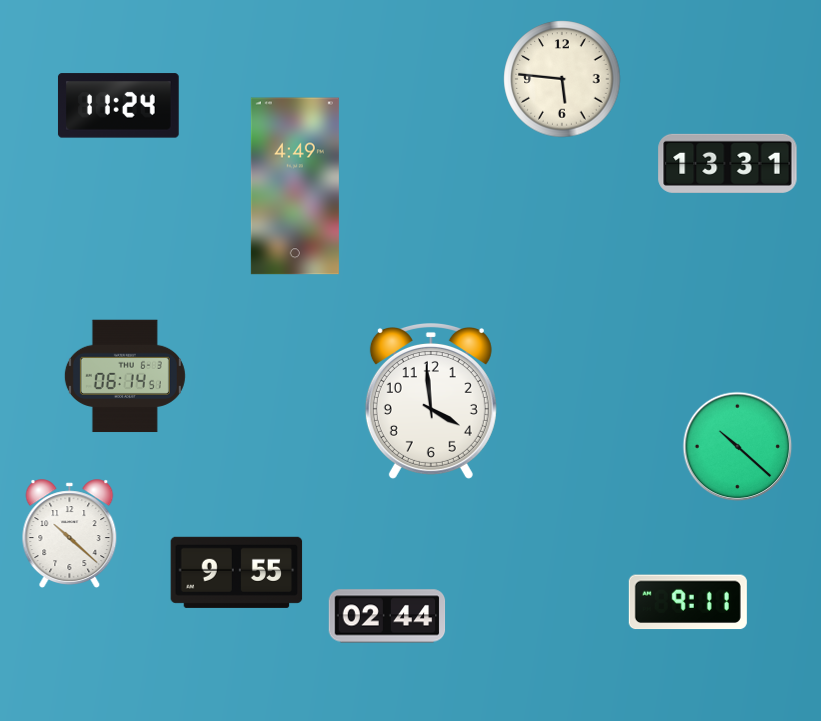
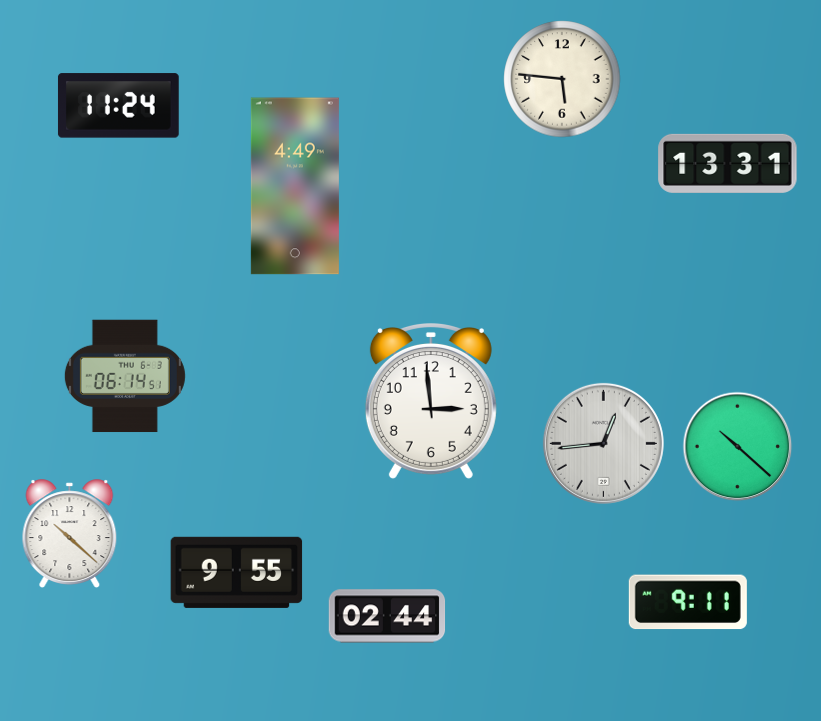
clock at (431, 402): 3:59 -> 2:59
clock at (603, 443): none -> 12:44
